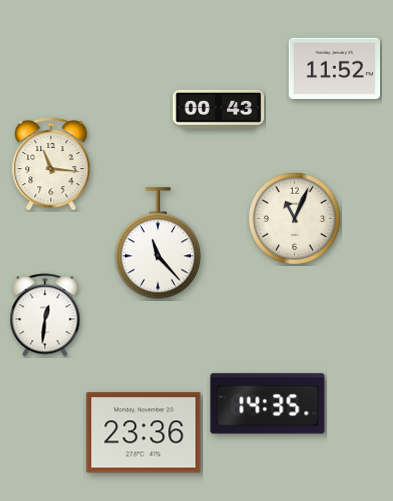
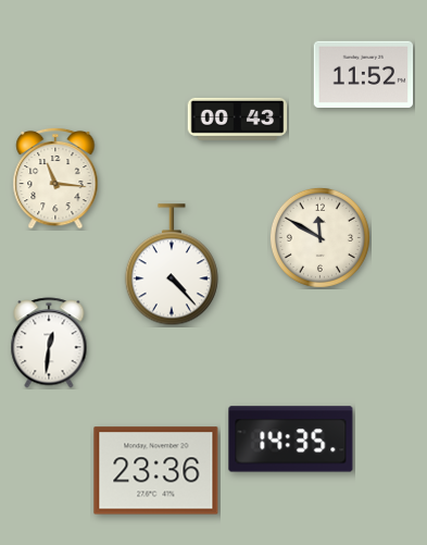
clock at (294, 218): 11:04 -> 11:50
clock at (158, 244): 11:23 -> 4:23
